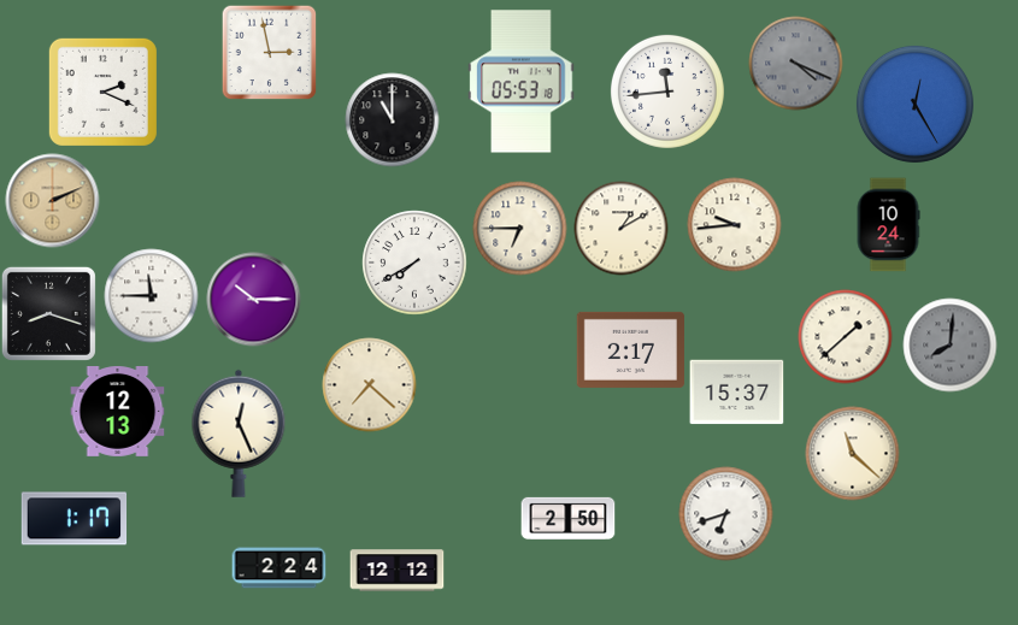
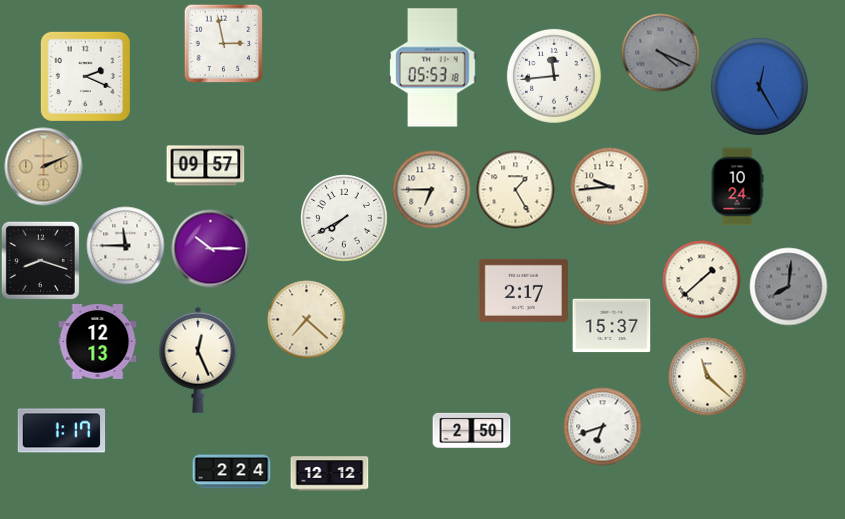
clock at (392, 119): 11:00 -> none
clock at (205, 166): none -> 09:57
clock at (620, 228): 1:10 -> 1:25
